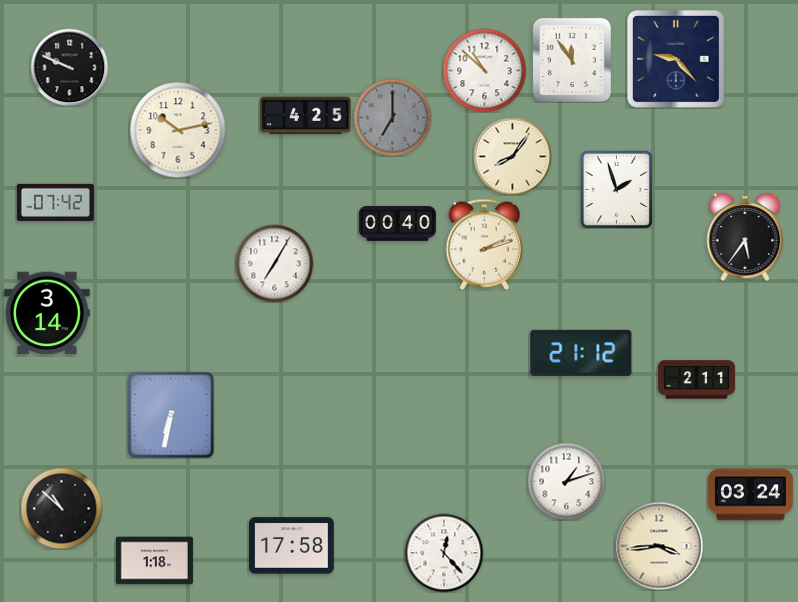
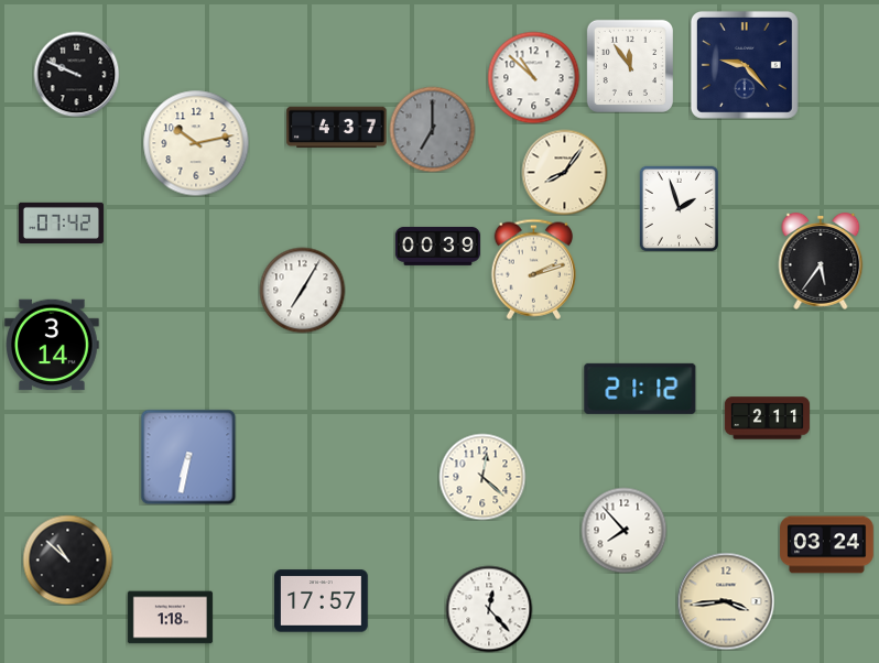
clock at (306, 116): 4:25 -> 4:37
clock at (397, 223): 00:40 -> 00:39
clock at (482, 477): none -> 12:22
clock at (566, 481): 1:12 -> 7:53
clock at (292, 546): 17:58 -> 17:57
